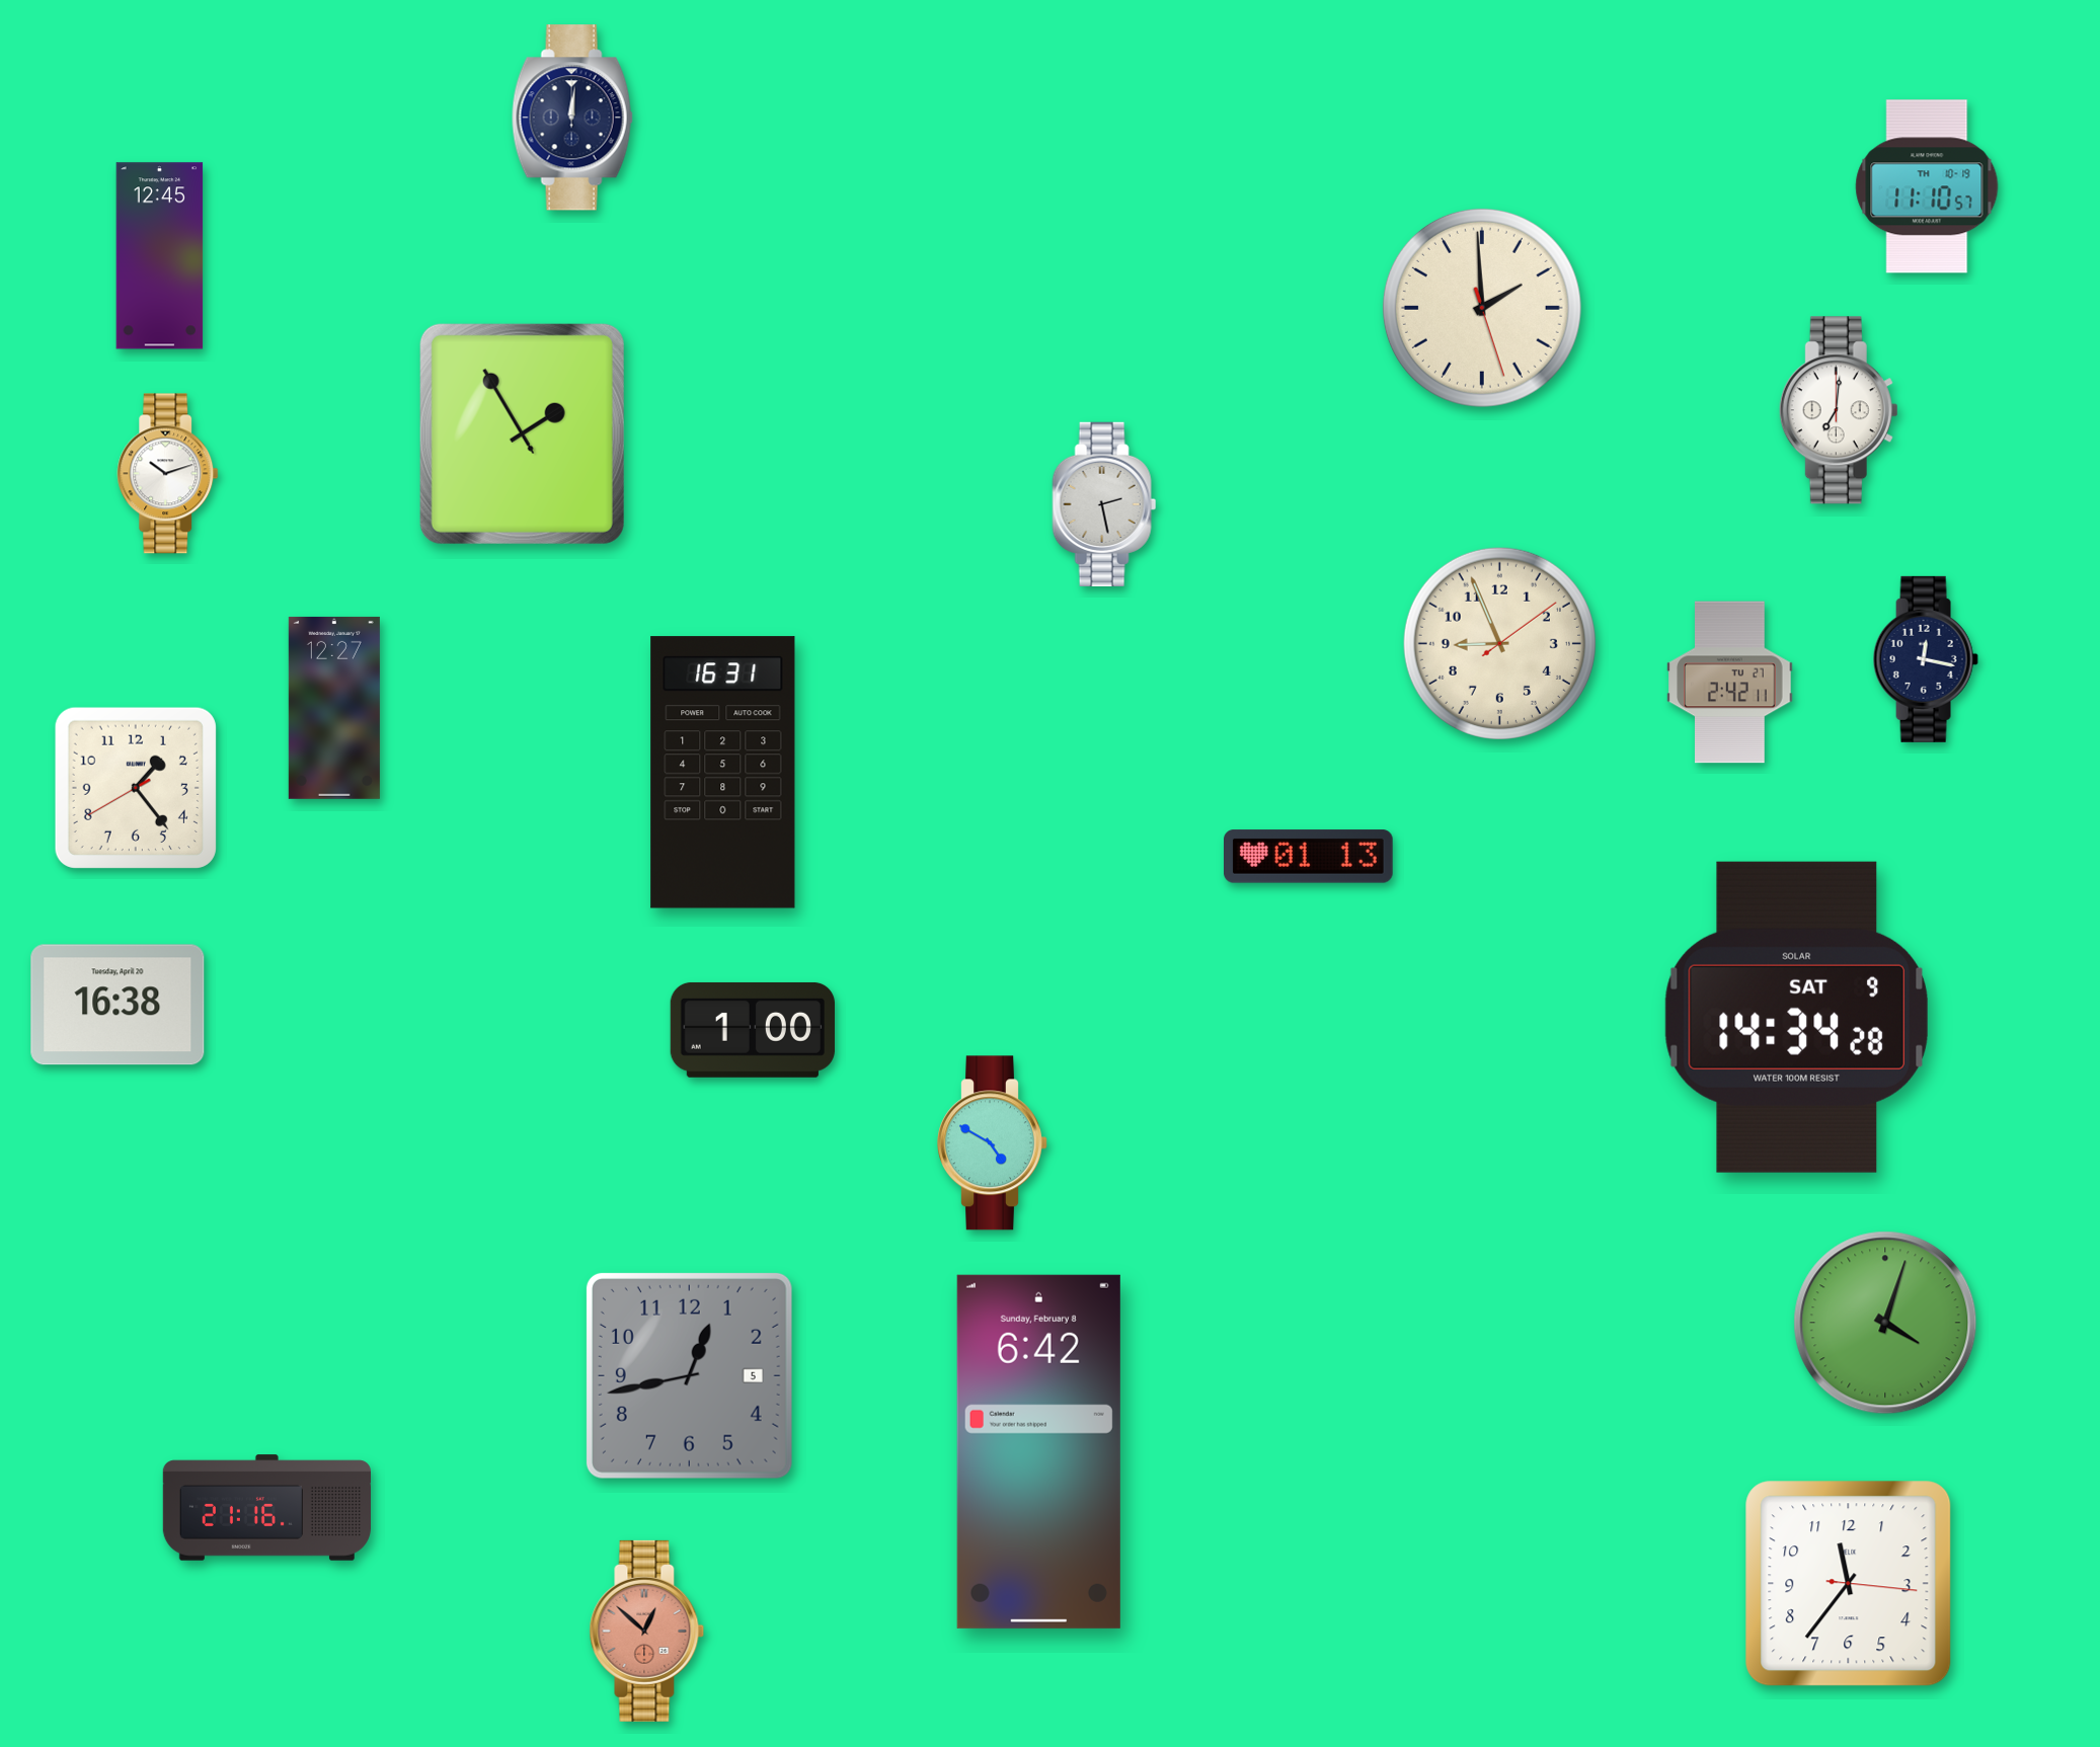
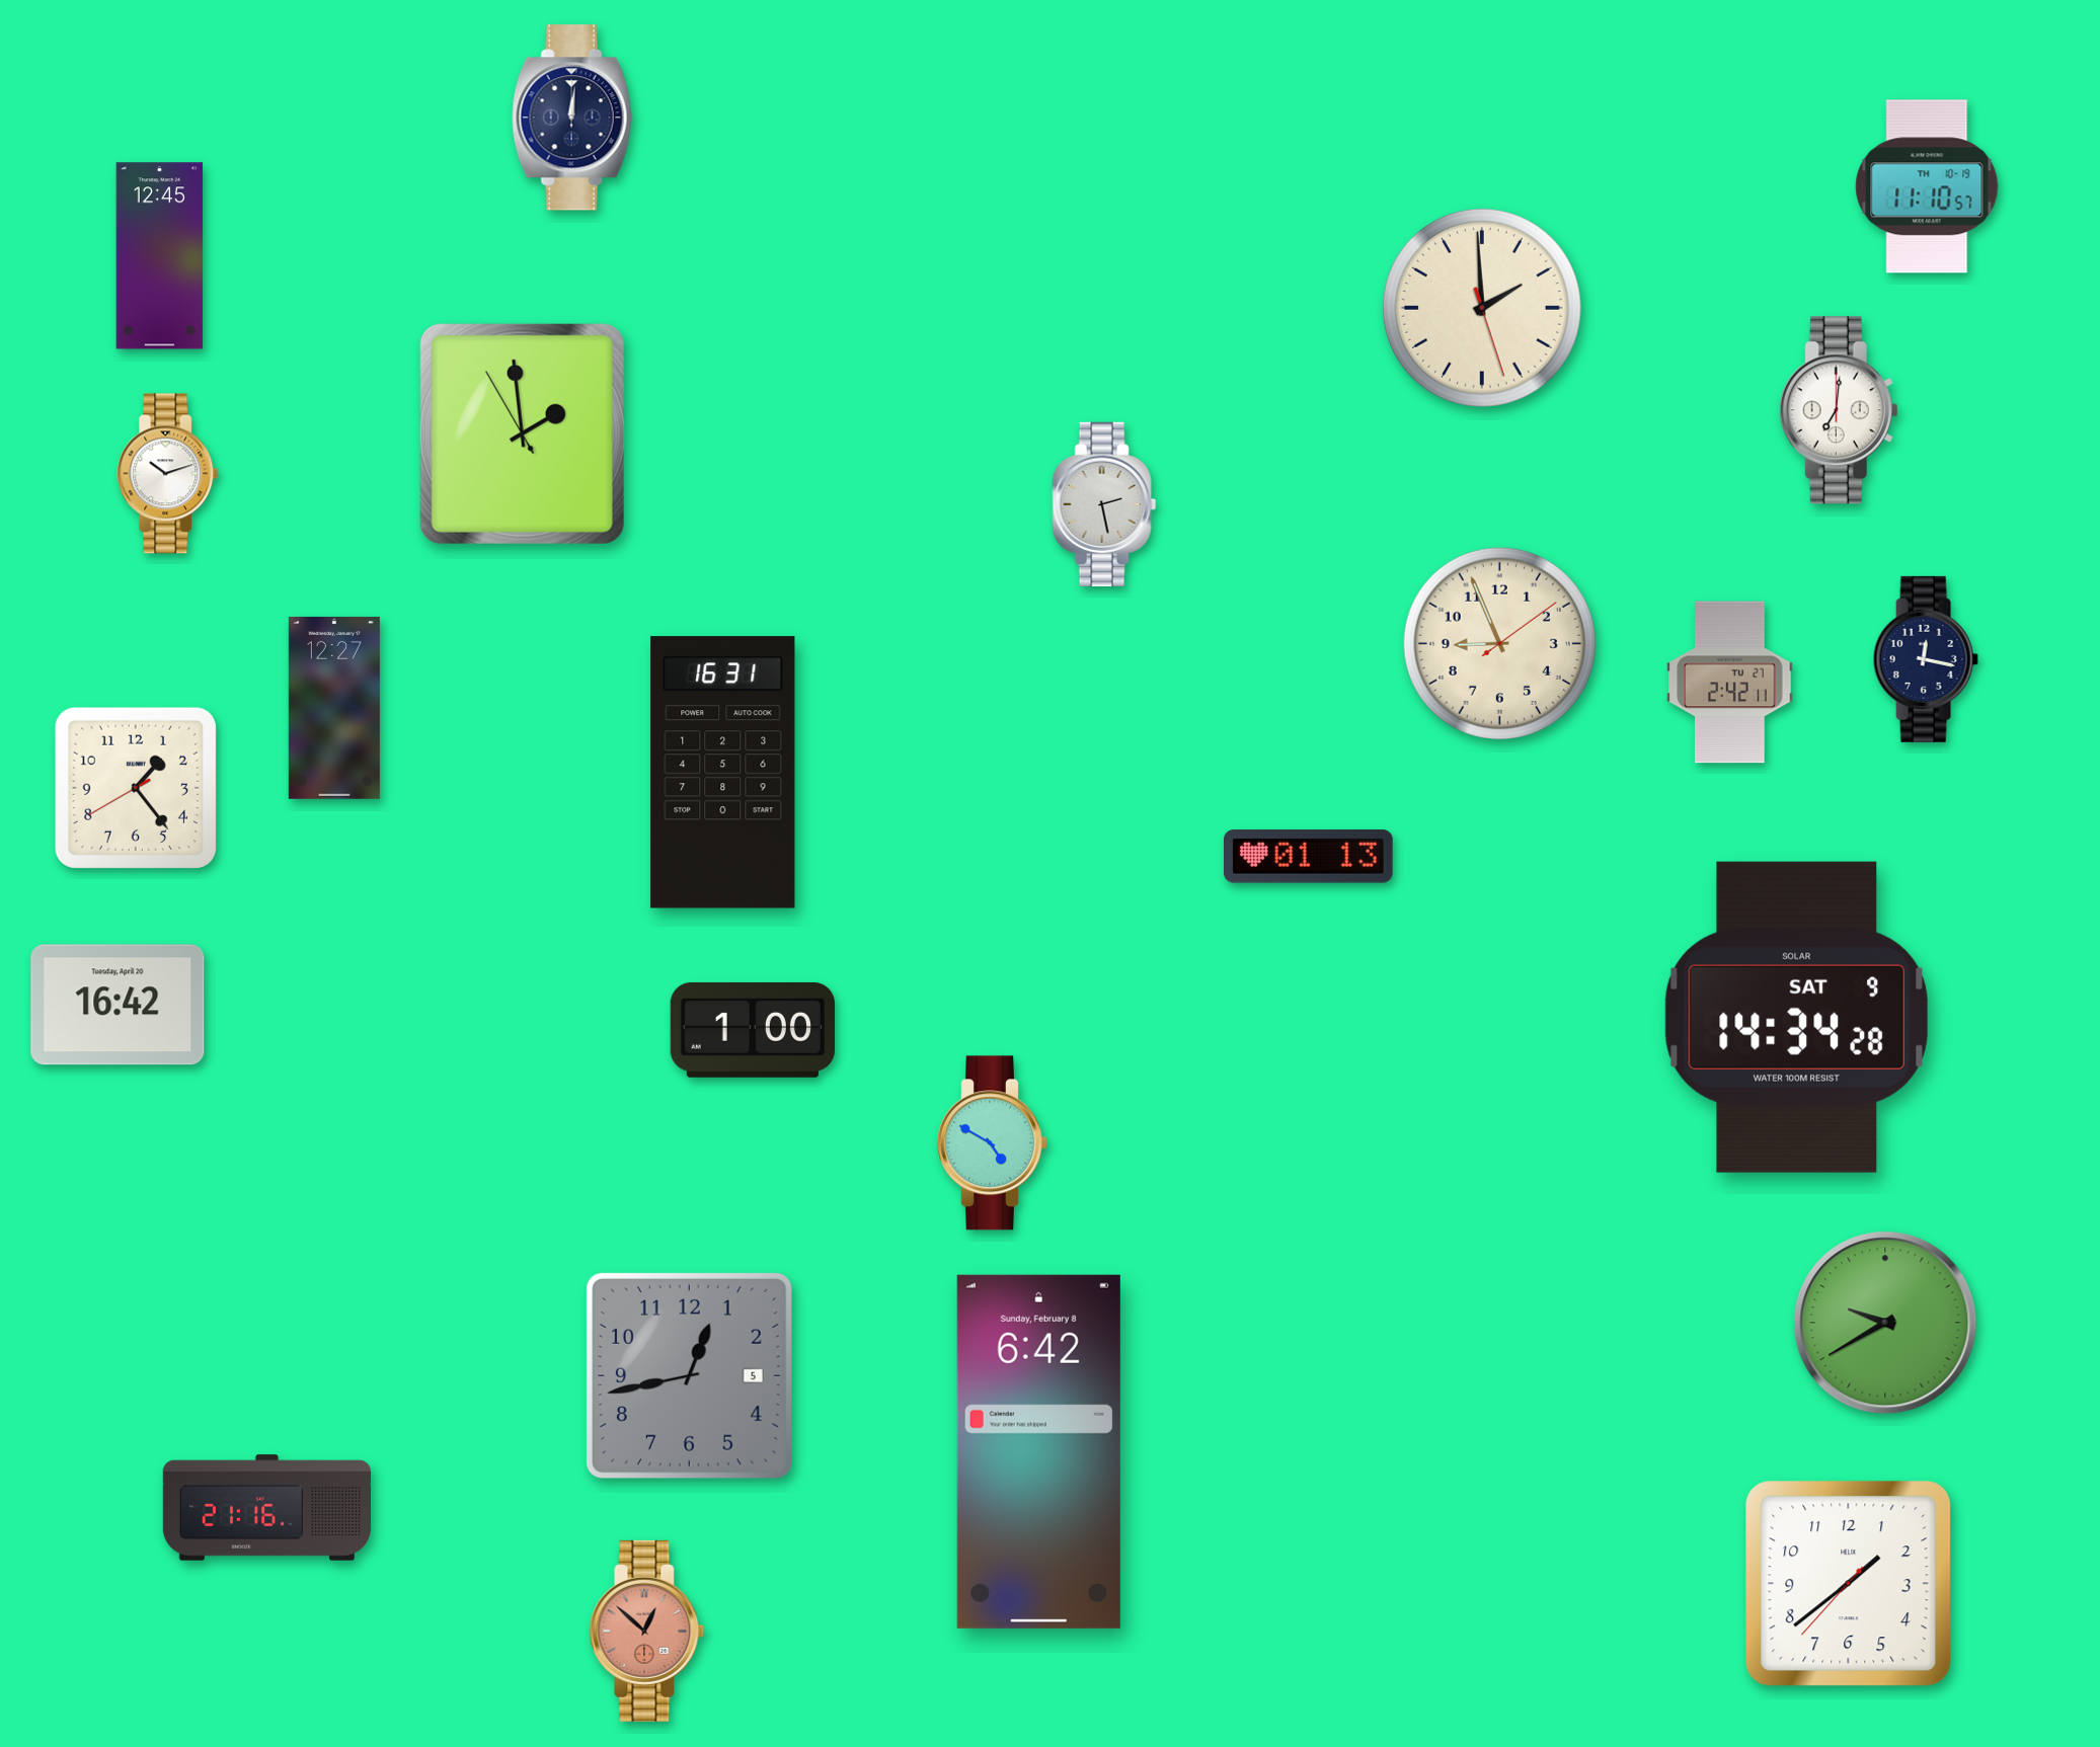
clock at (522, 433): 1:54 -> 1:58
clock at (118, 1005): 16:38 -> 16:42
clock at (1885, 1323): 4:03 -> 9:40
clock at (1849, 1584): 11:36 -> 1:38
